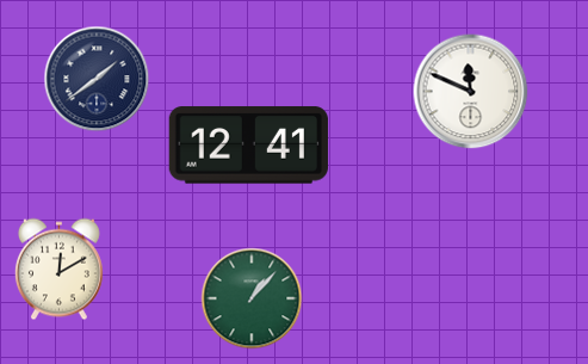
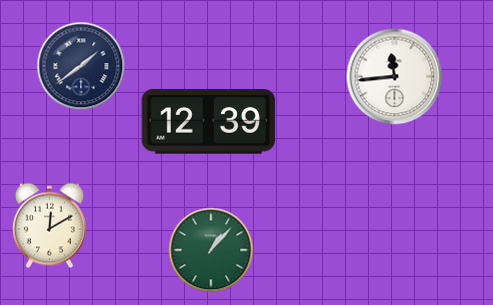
clock at (471, 92): 11:49 -> 11:44
clock at (248, 146): 12:41 -> 12:39
